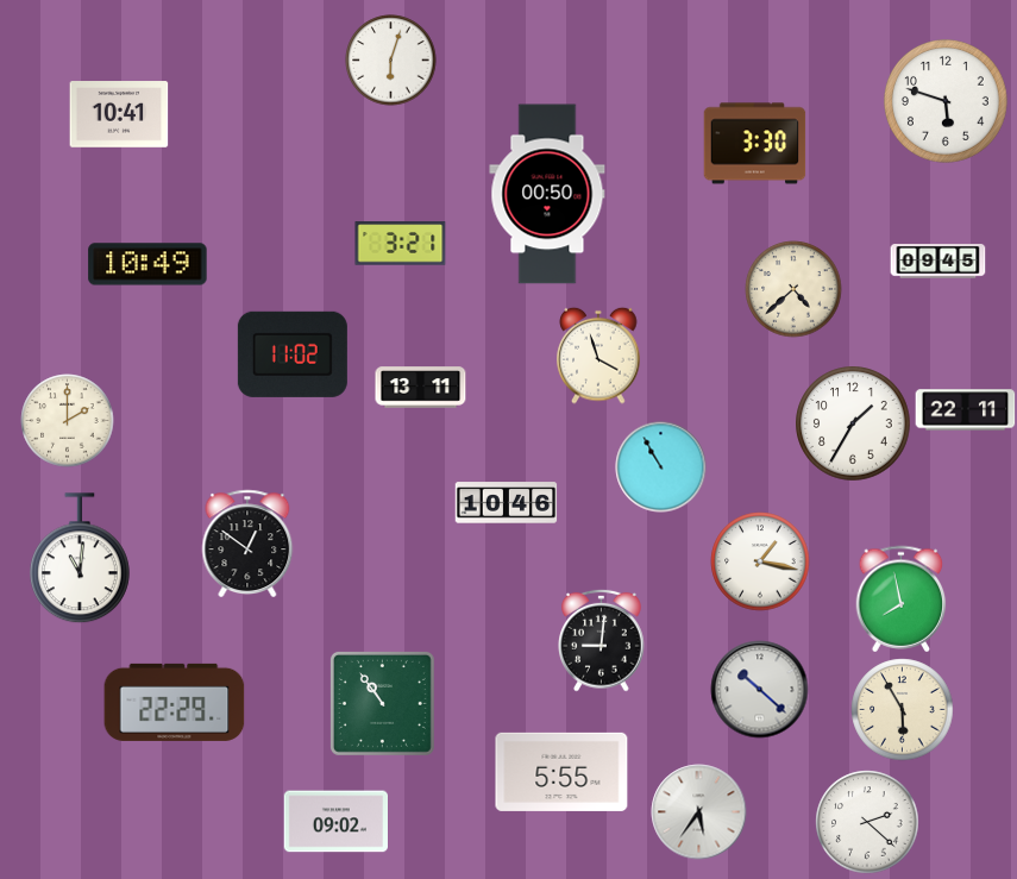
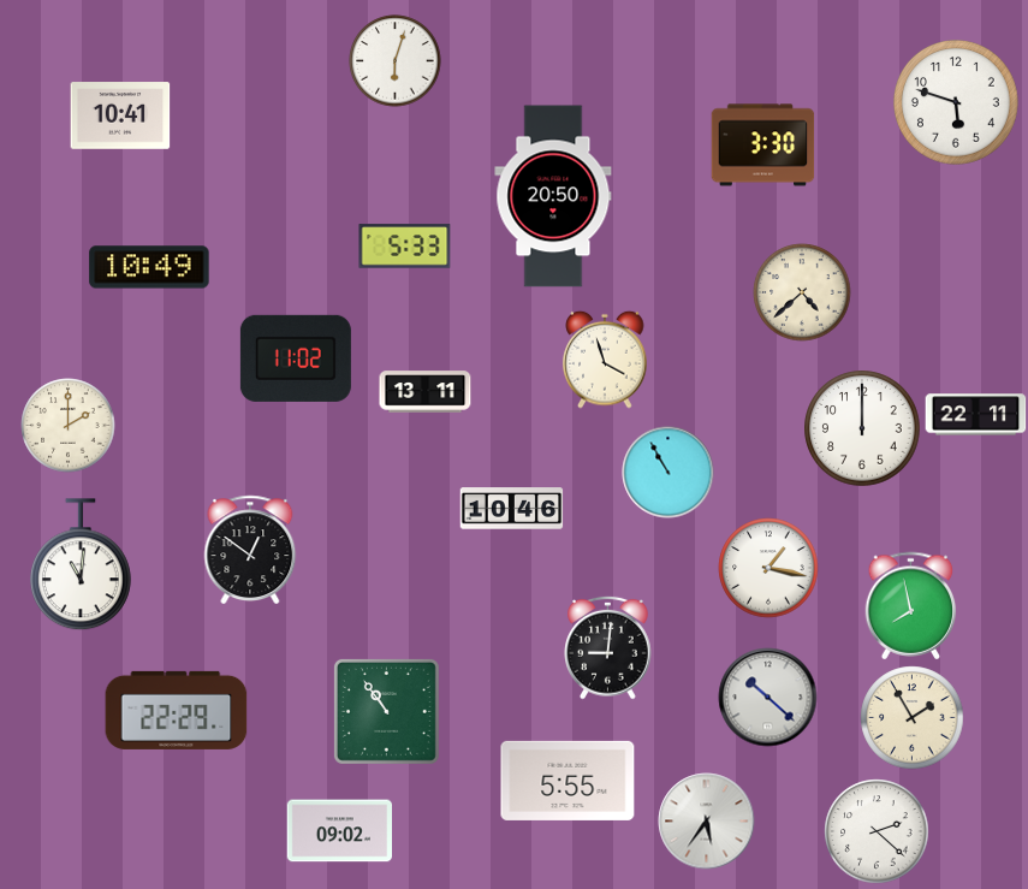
clock at (547, 194): 00:50 -> 20:50
clock at (401, 244): 3:21 -> 5:33
clock at (938, 262): 09:45 -> none
clock at (853, 423): 1:35 -> 12:00
clock at (903, 710): 5:55 -> 1:55
